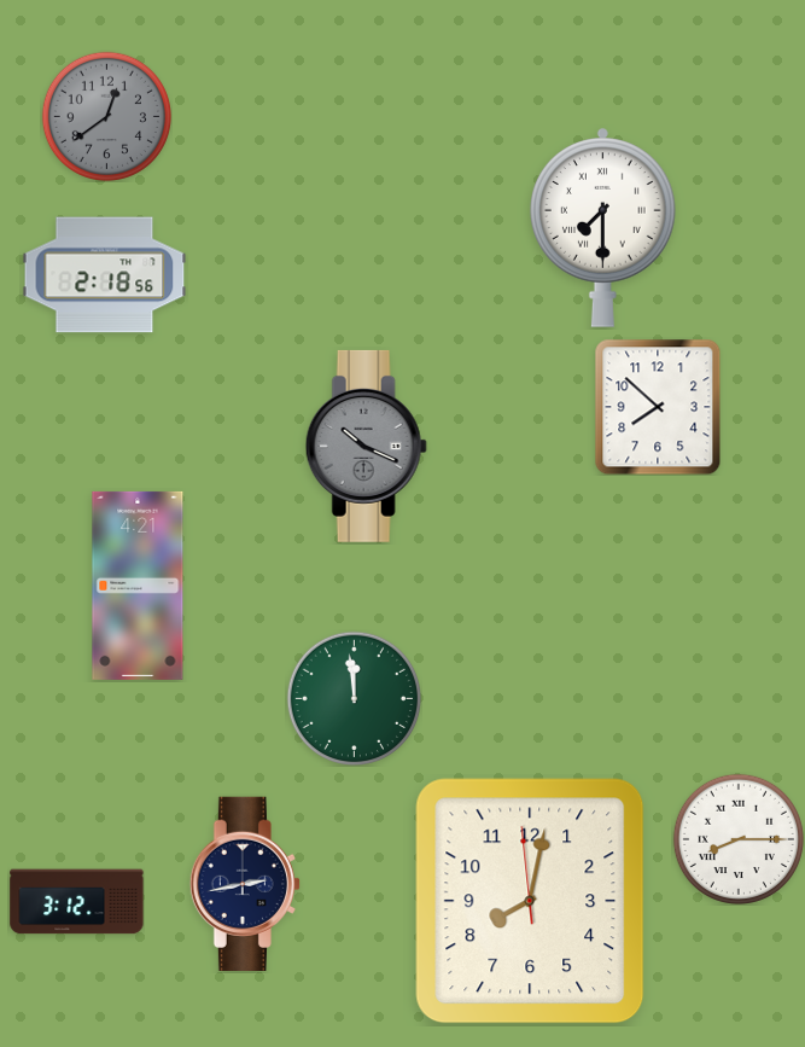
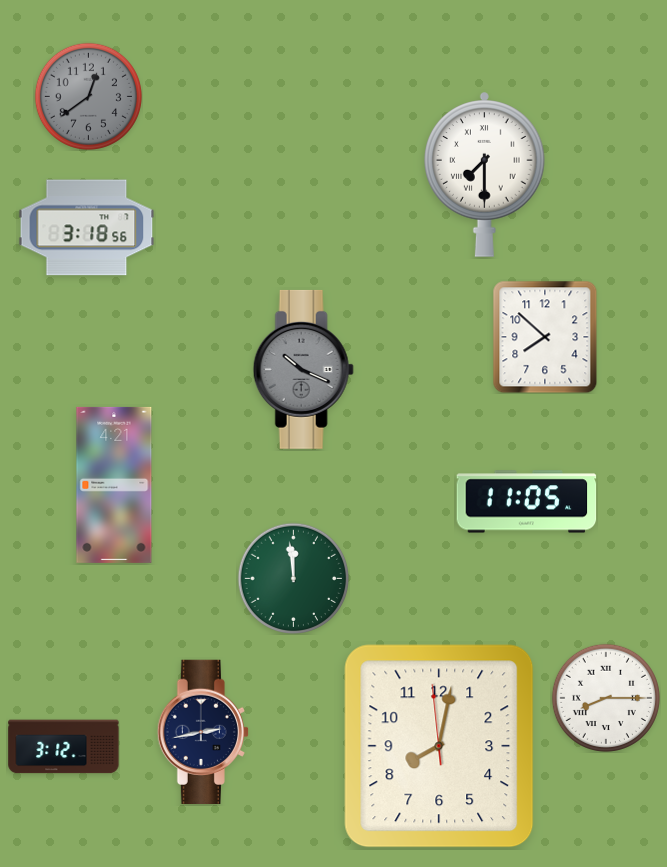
clock at (603, 227) position: (603, 227) -> (485, 174)
clock at (105, 275): 2:18 -> 3:18
clock at (527, 502): none -> 11:05
clock at (739, 839) position: (739, 839) -> (606, 698)
